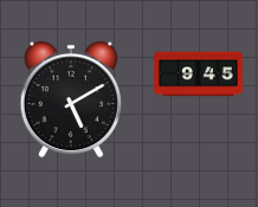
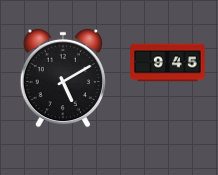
clock at (70, 99) position: (70, 99) -> (62, 78)
